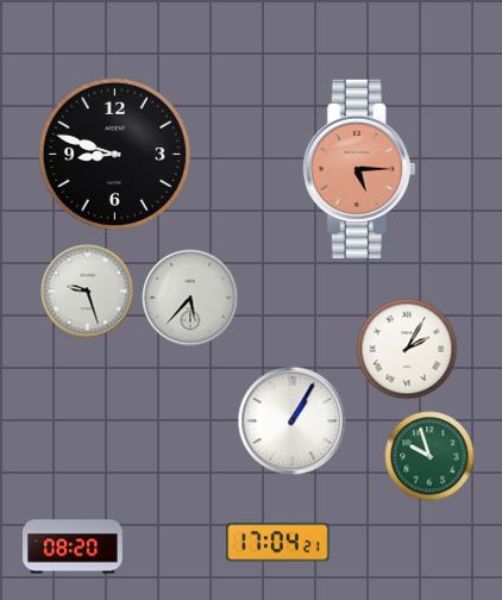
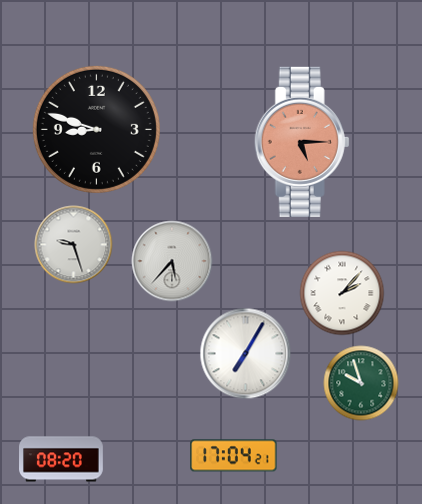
clock at (190, 298) position: (190, 298) -> (172, 261)
clock at (407, 349): 2:05 -> 2:07
clock at (293, 421): 1:05 -> 7:05
